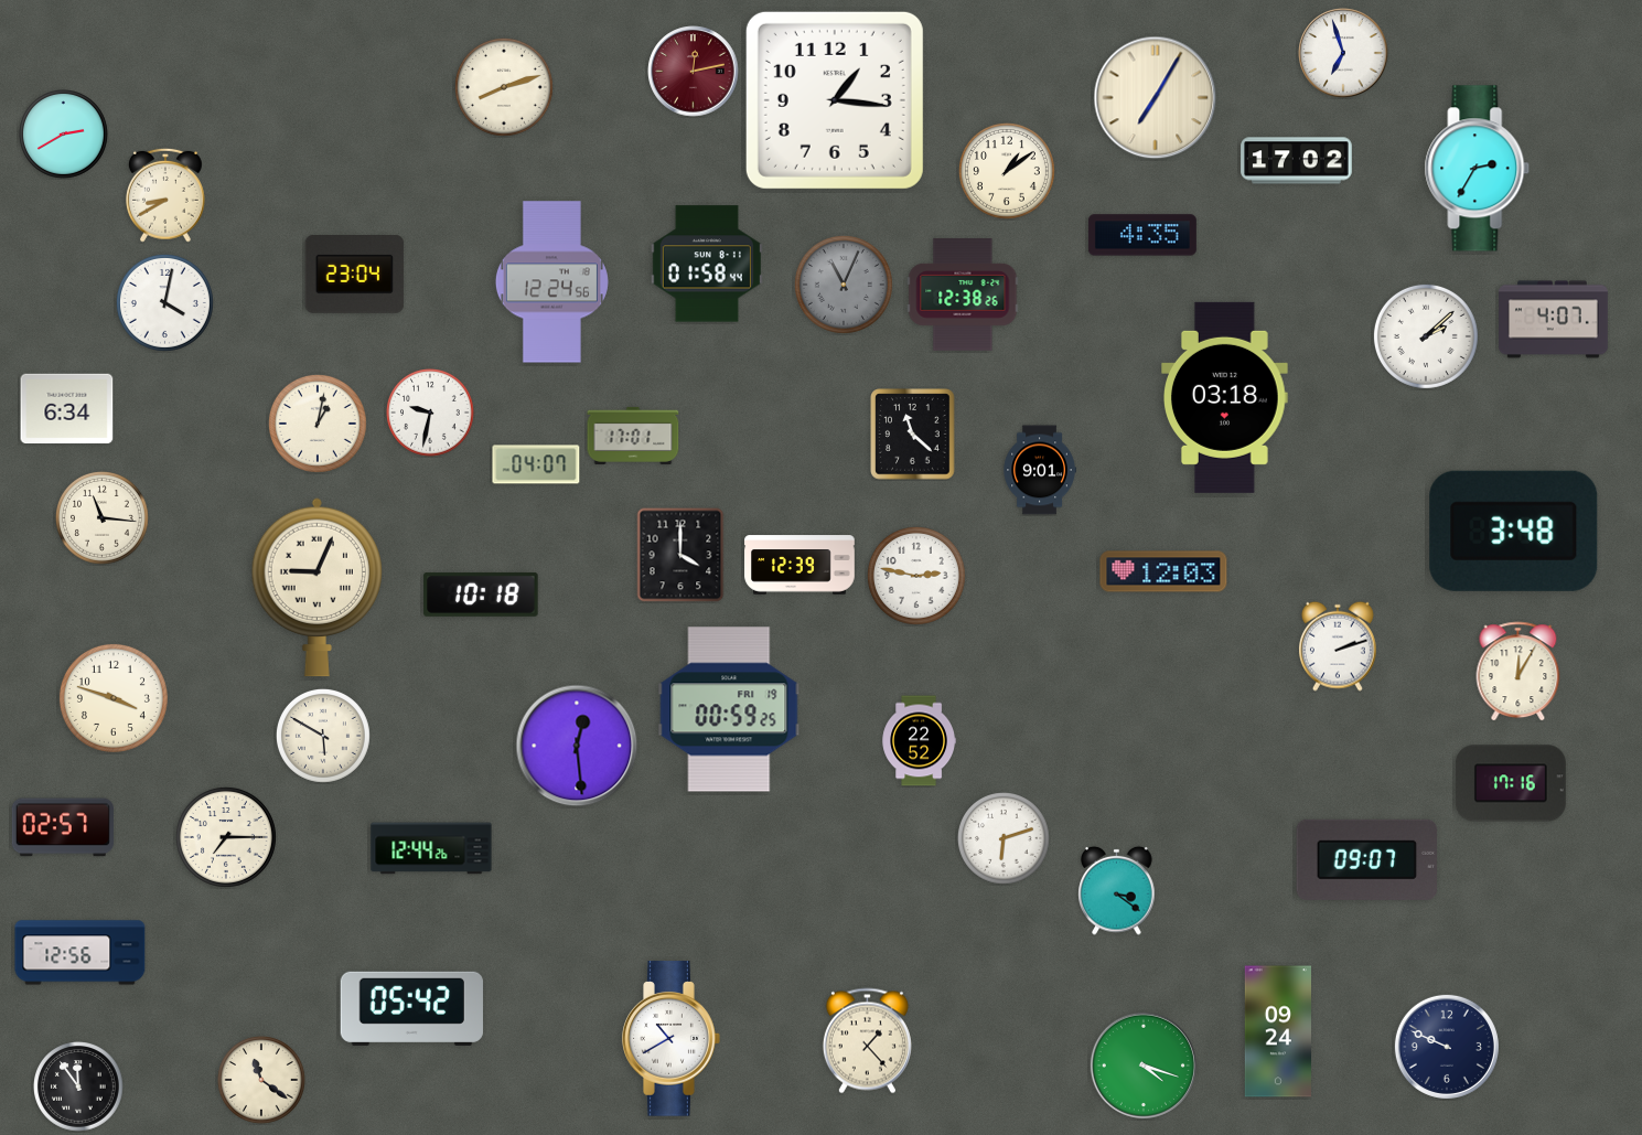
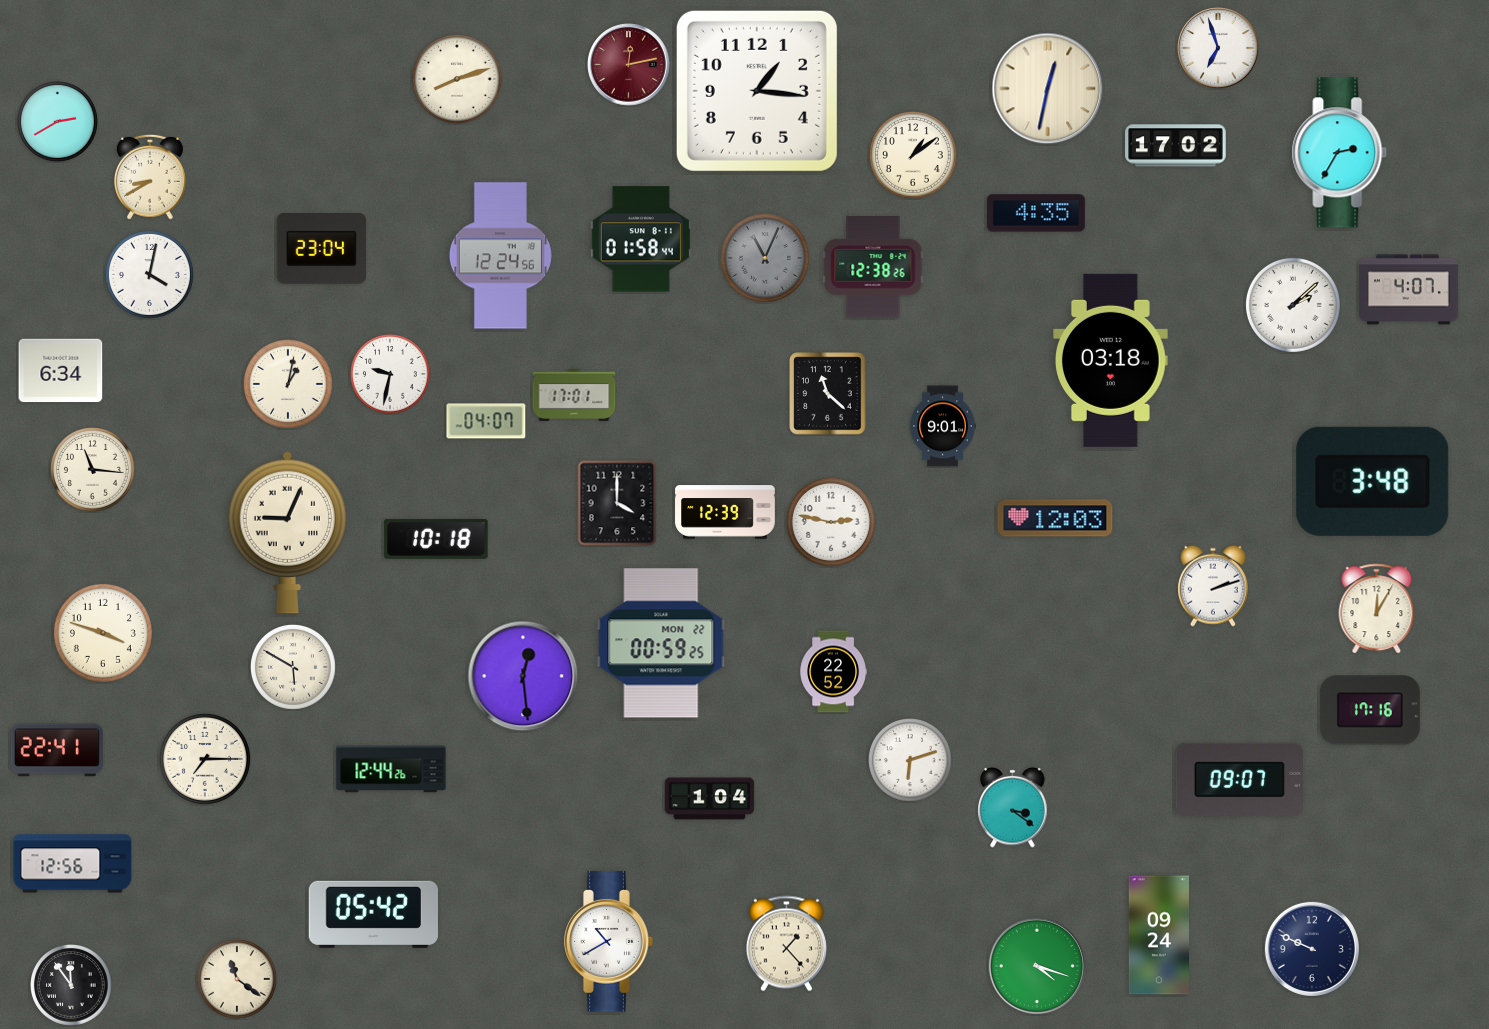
clock at (1156, 98): 7:05 -> 12:32
clock at (729, 709) date: FRI 19 -> MON 22
clock at (63, 827): 02:57 -> 22:41
clock at (710, 799): none -> 1:04
